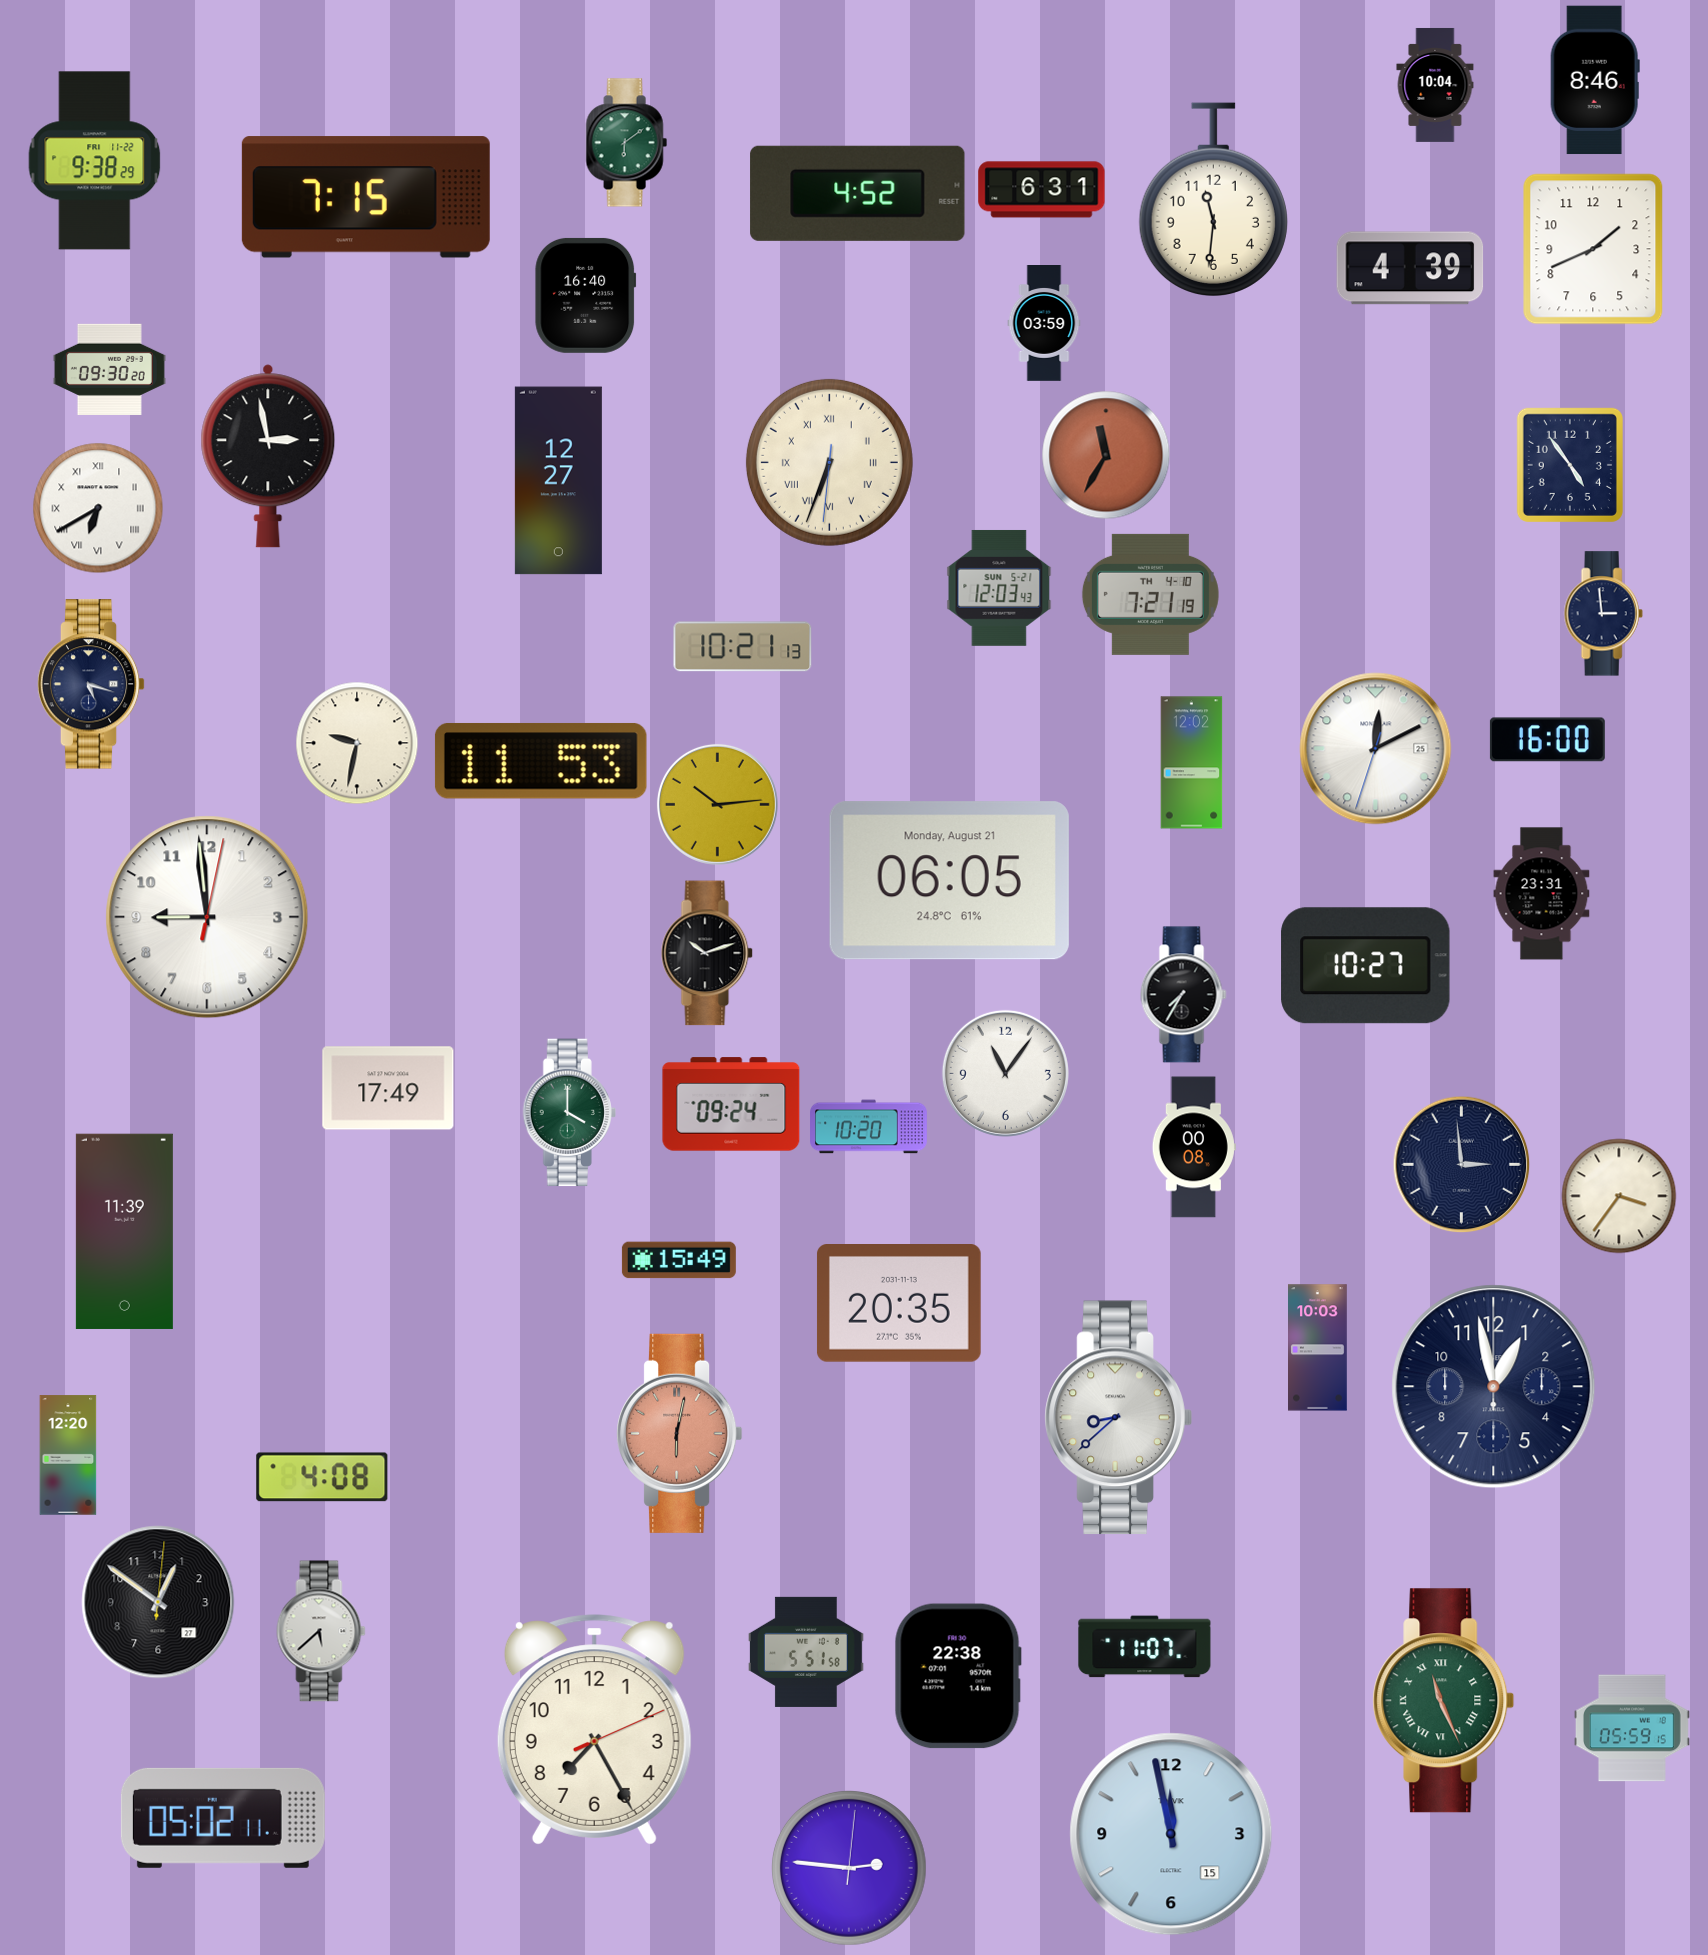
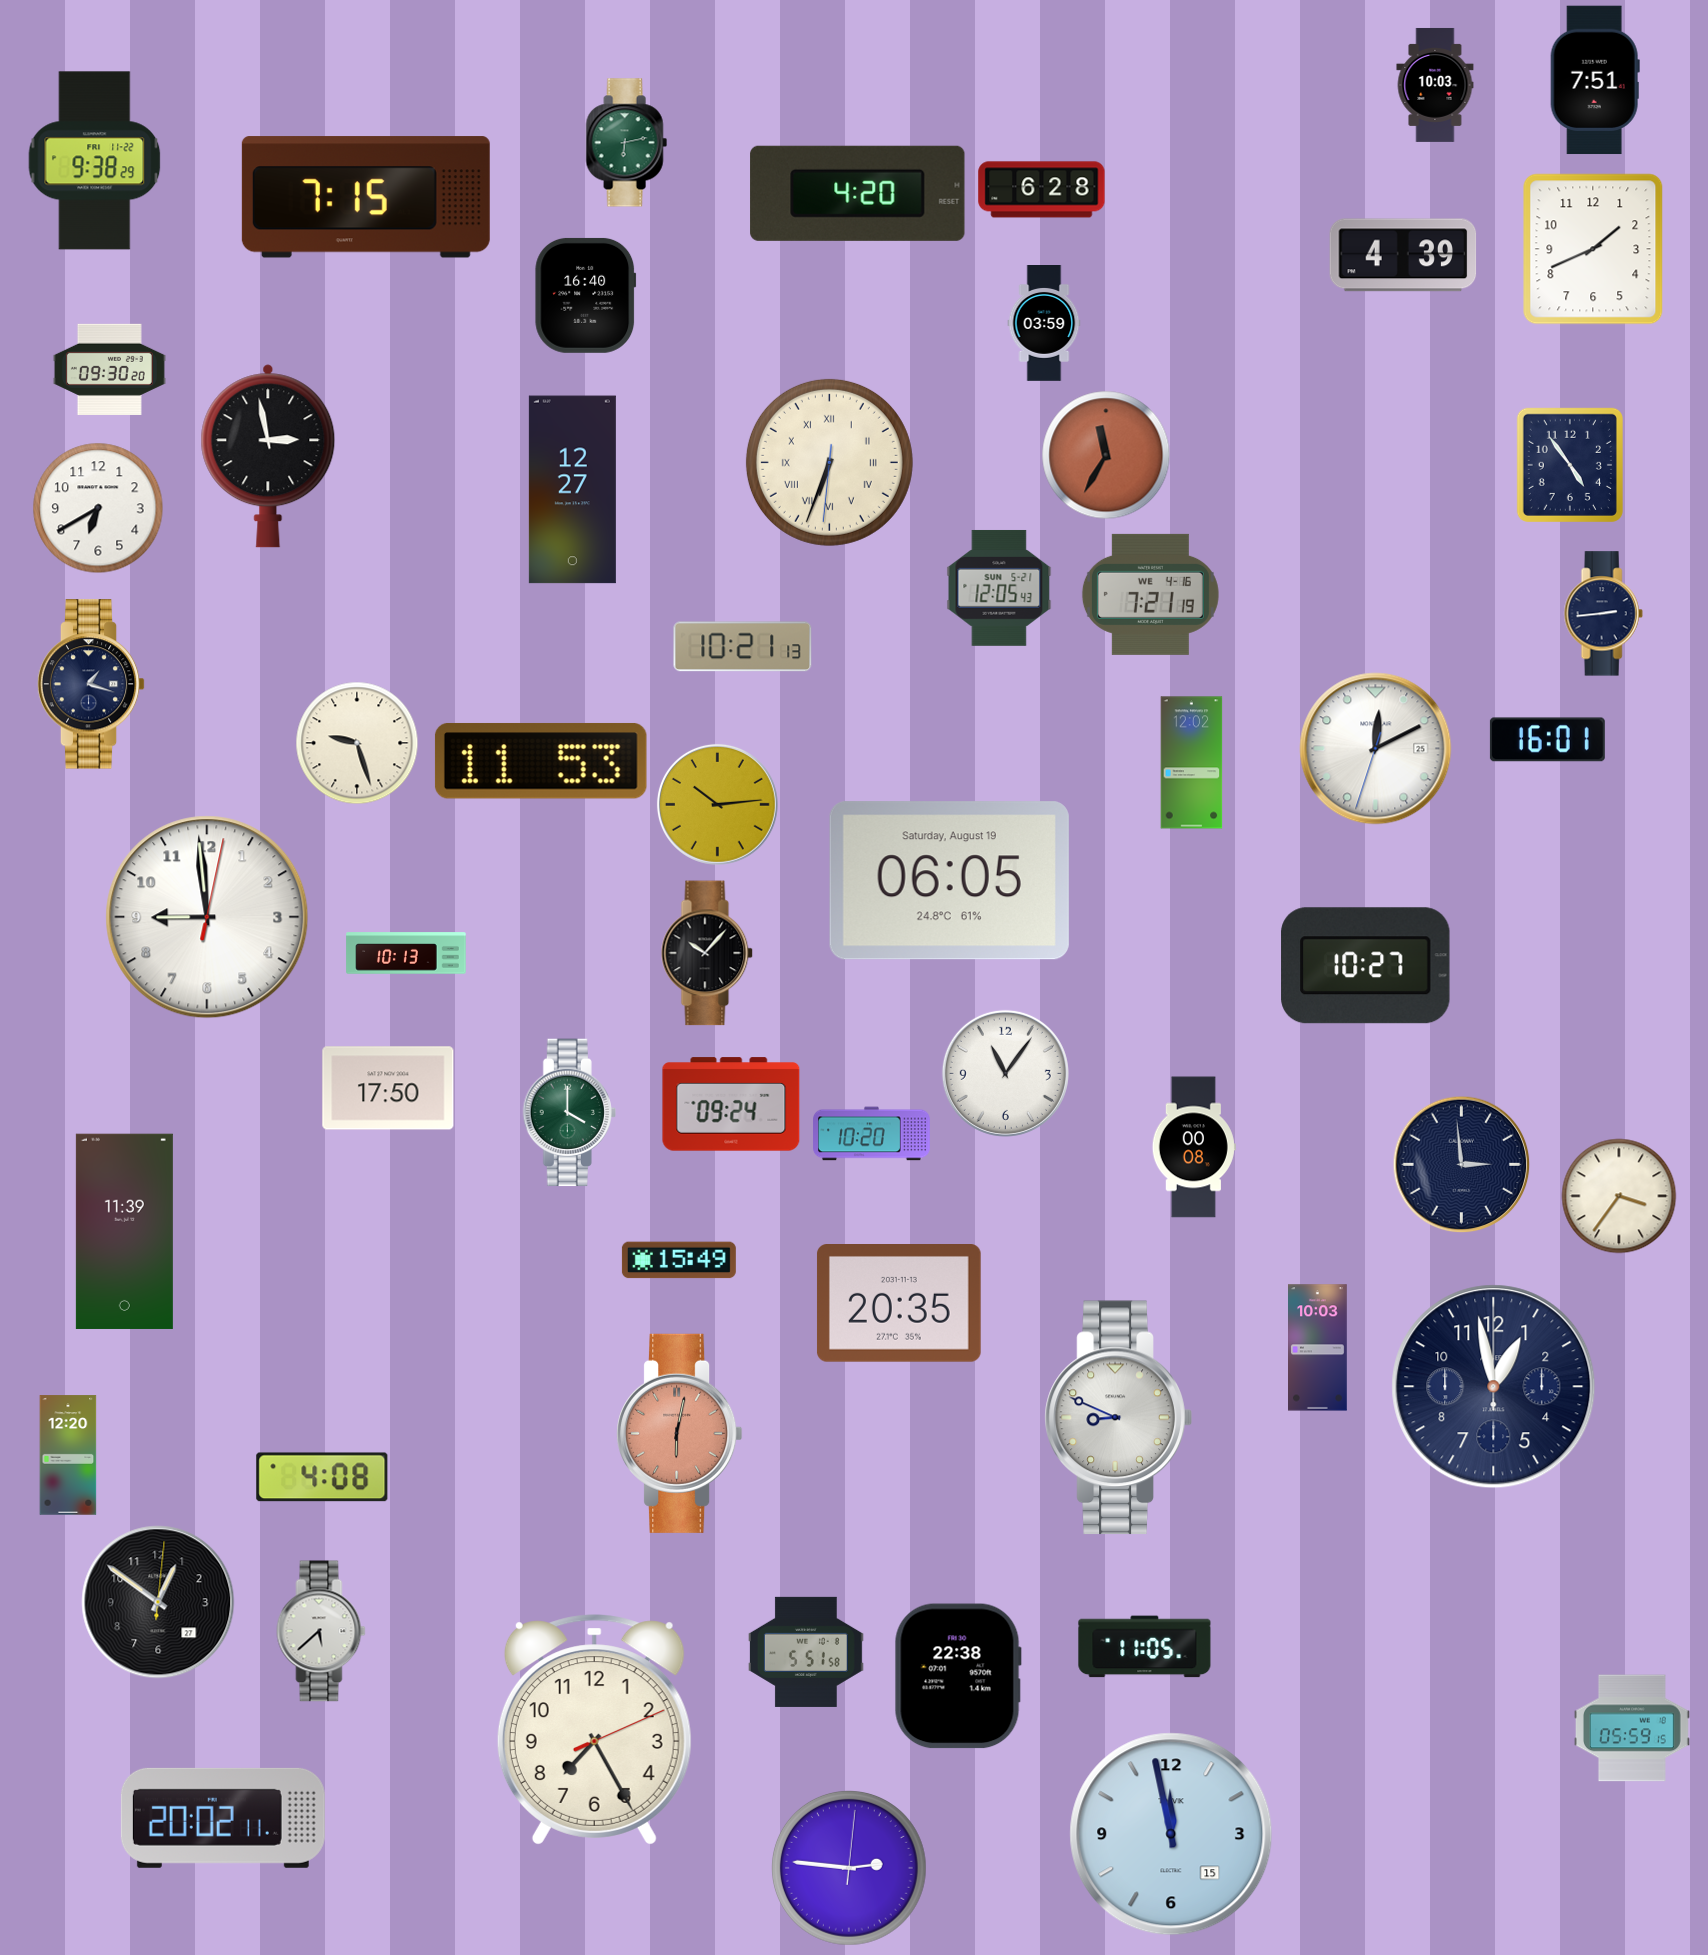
clock at (1595, 80): 8:46 -> 7:51
clock at (1435, 85): 10:04 -> 10:03
clock at (626, 143): 6:09 -> 6:13
clock at (1042, 190): 6:31 -> 6:28
clock at (858, 193): 4:52 -> 4:20
clock at (1213, 199): 11:31 -> none
clock at (1410, 268) position: (1410, 268) -> (1403, 255)
clock at (558, 481) position: (558, 481) -> (572, 490)
clock at (98, 508) numerals: Roman -> Arabic
clock at (999, 588): 12:03 -> 12:05
clock at (1150, 594) date: TH 4-10 -> WE 4-16
clock at (1603, 614): 2:59 -> 2:44
clock at (91, 684): 5:18 -> 1:18
clock at (1547, 740): 16:00 -> 16:01
clock at (357, 743): 9:32 -> 9:27
clock at (949, 881) date: Monday, August 21 -> Saturday, August 19
clock at (1542, 894): 23:31 -> none
clock at (406, 953): none -> 10:13
clock at (707, 953): 10:12 -> 10:07
clock at (1184, 995): 7:35 -> none
clock at (388, 1088): 17:49 -> 17:50
clock at (869, 1127) position: (869, 1127) -> (872, 1134)
clock at (1118, 1418): 8:38 -> 8:49
clock at (1145, 1647): 11:07 -> 11:05
clock at (1444, 1701): 11:26 -> none
clock at (223, 1818): 05:02 -> 20:02
